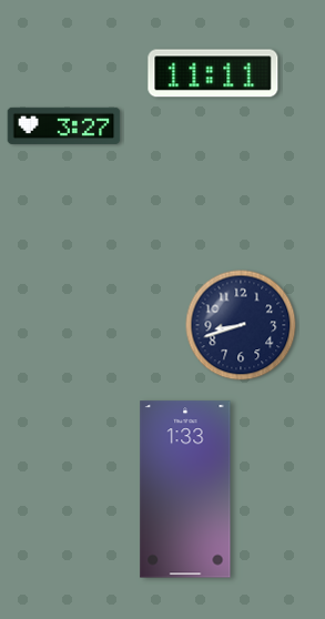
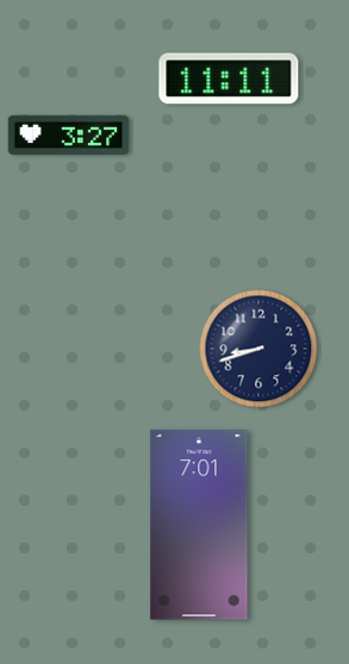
clock at (185, 489): 1:33 -> 7:01
